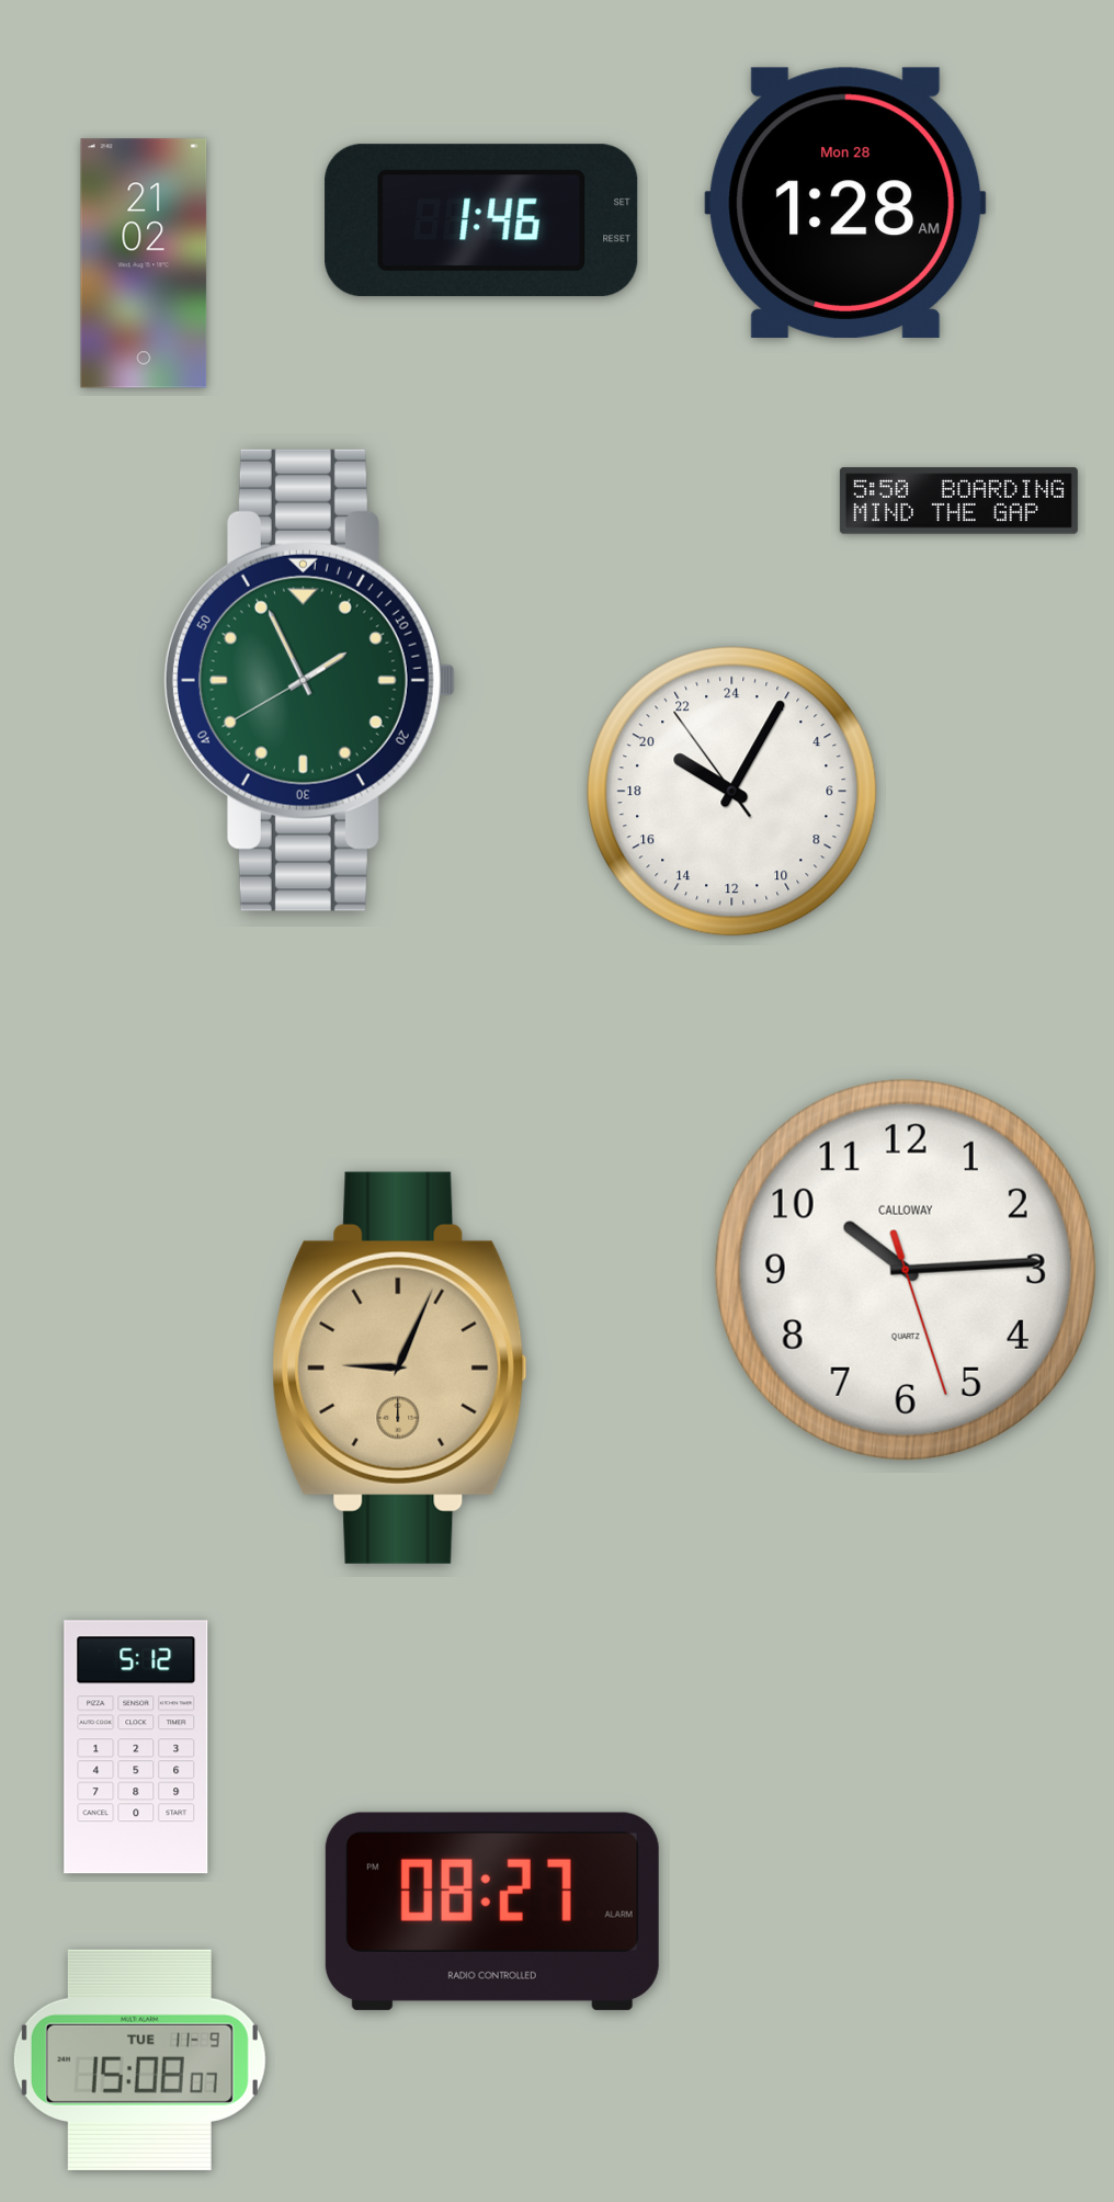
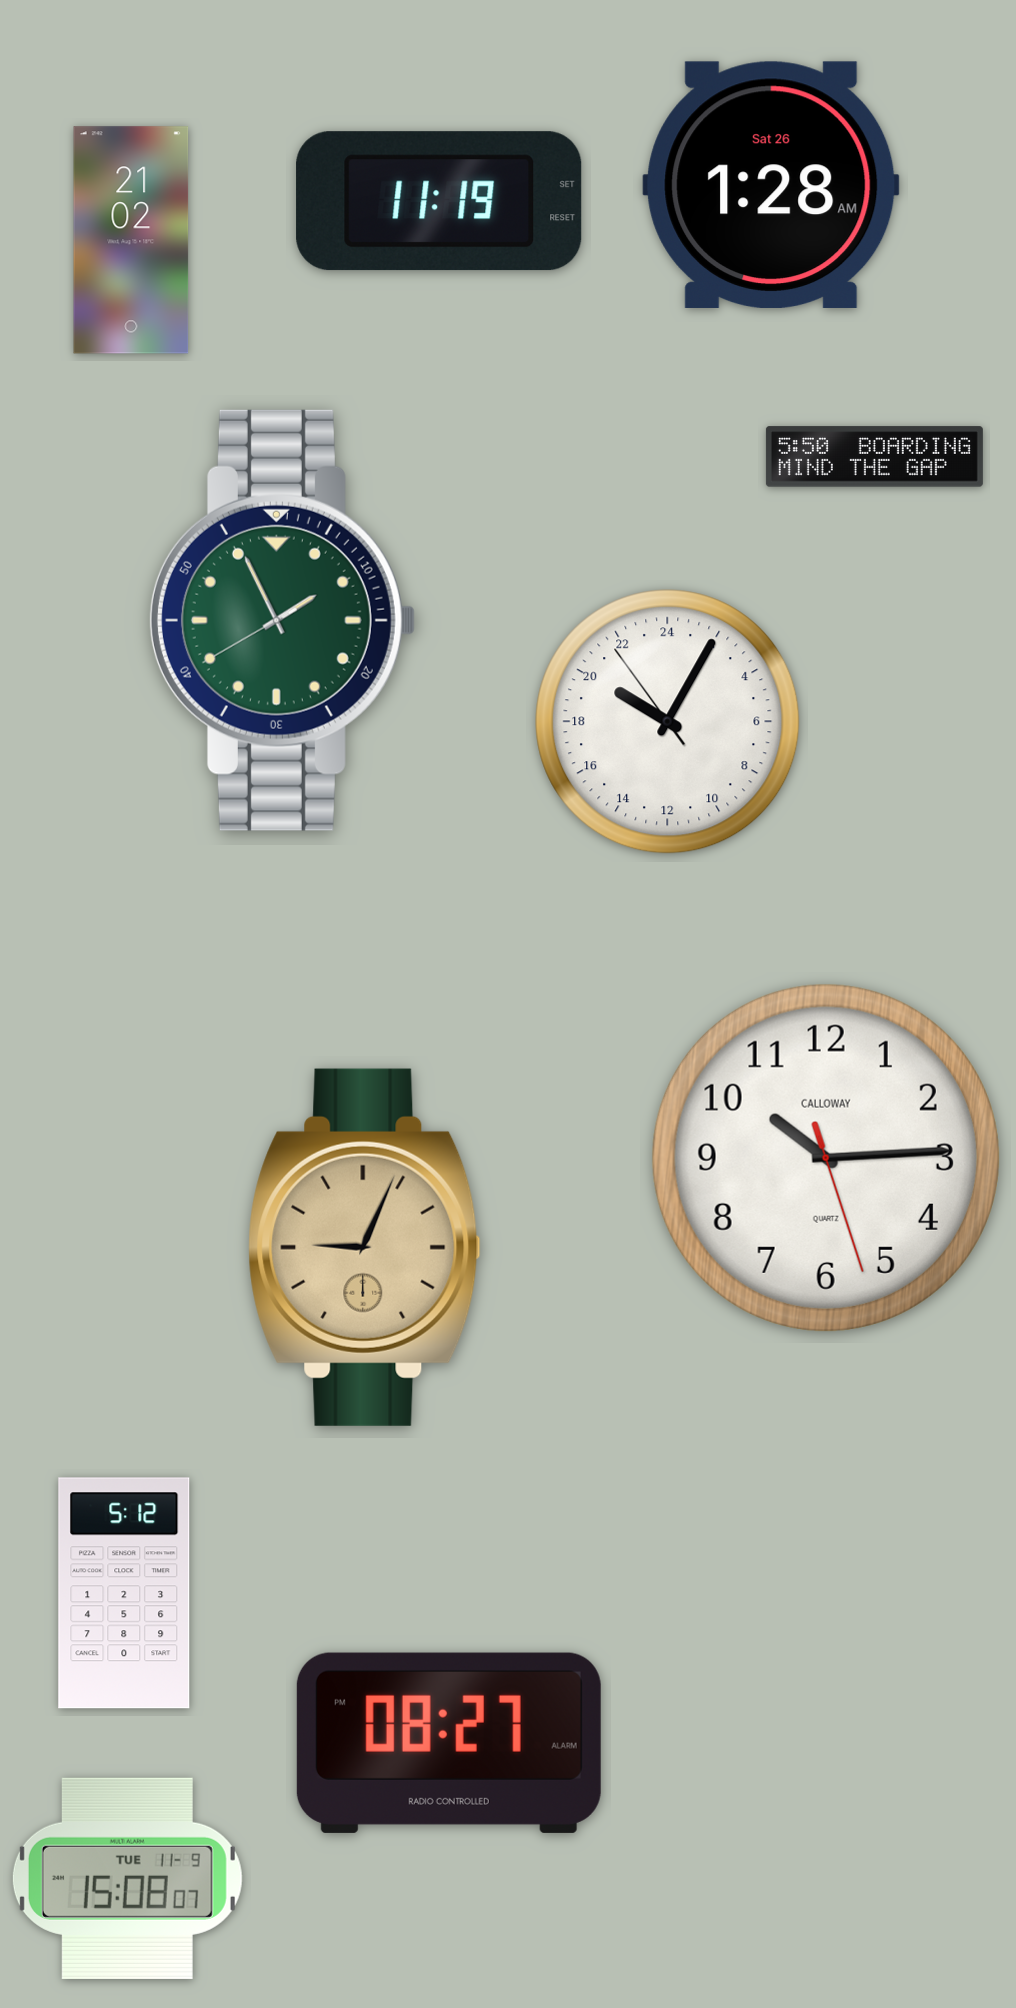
clock at (845, 203) date: Mon 28 -> Sat 26
clock at (481, 220): 1:46 -> 11:19
